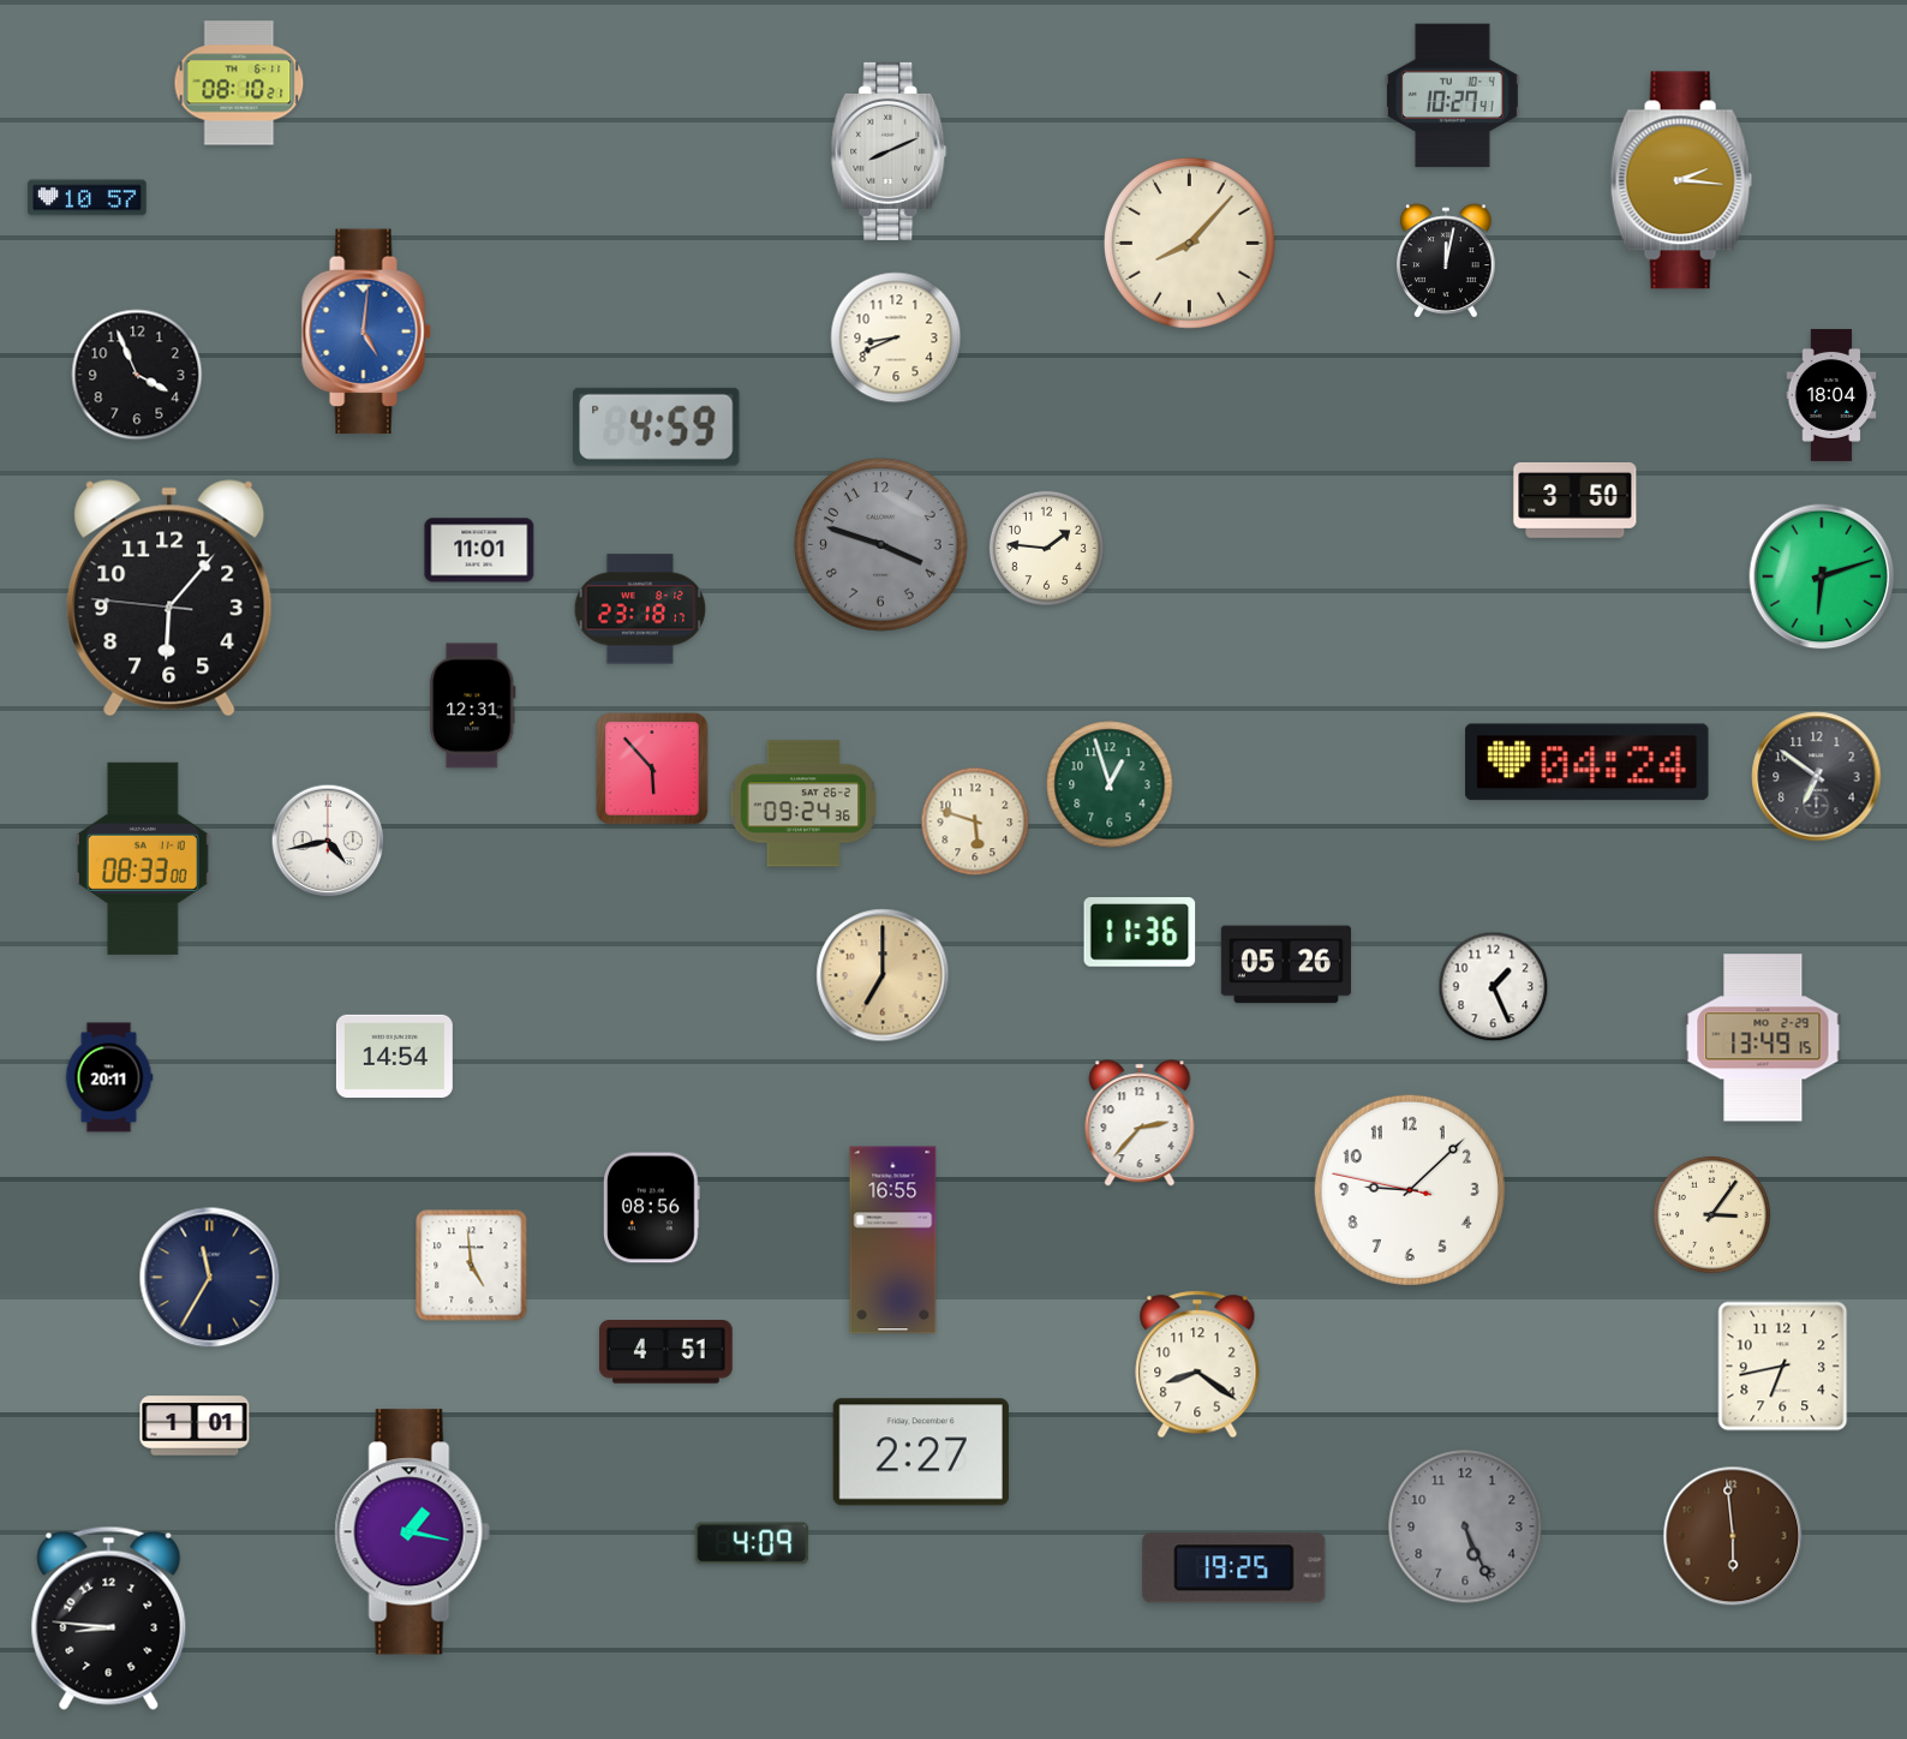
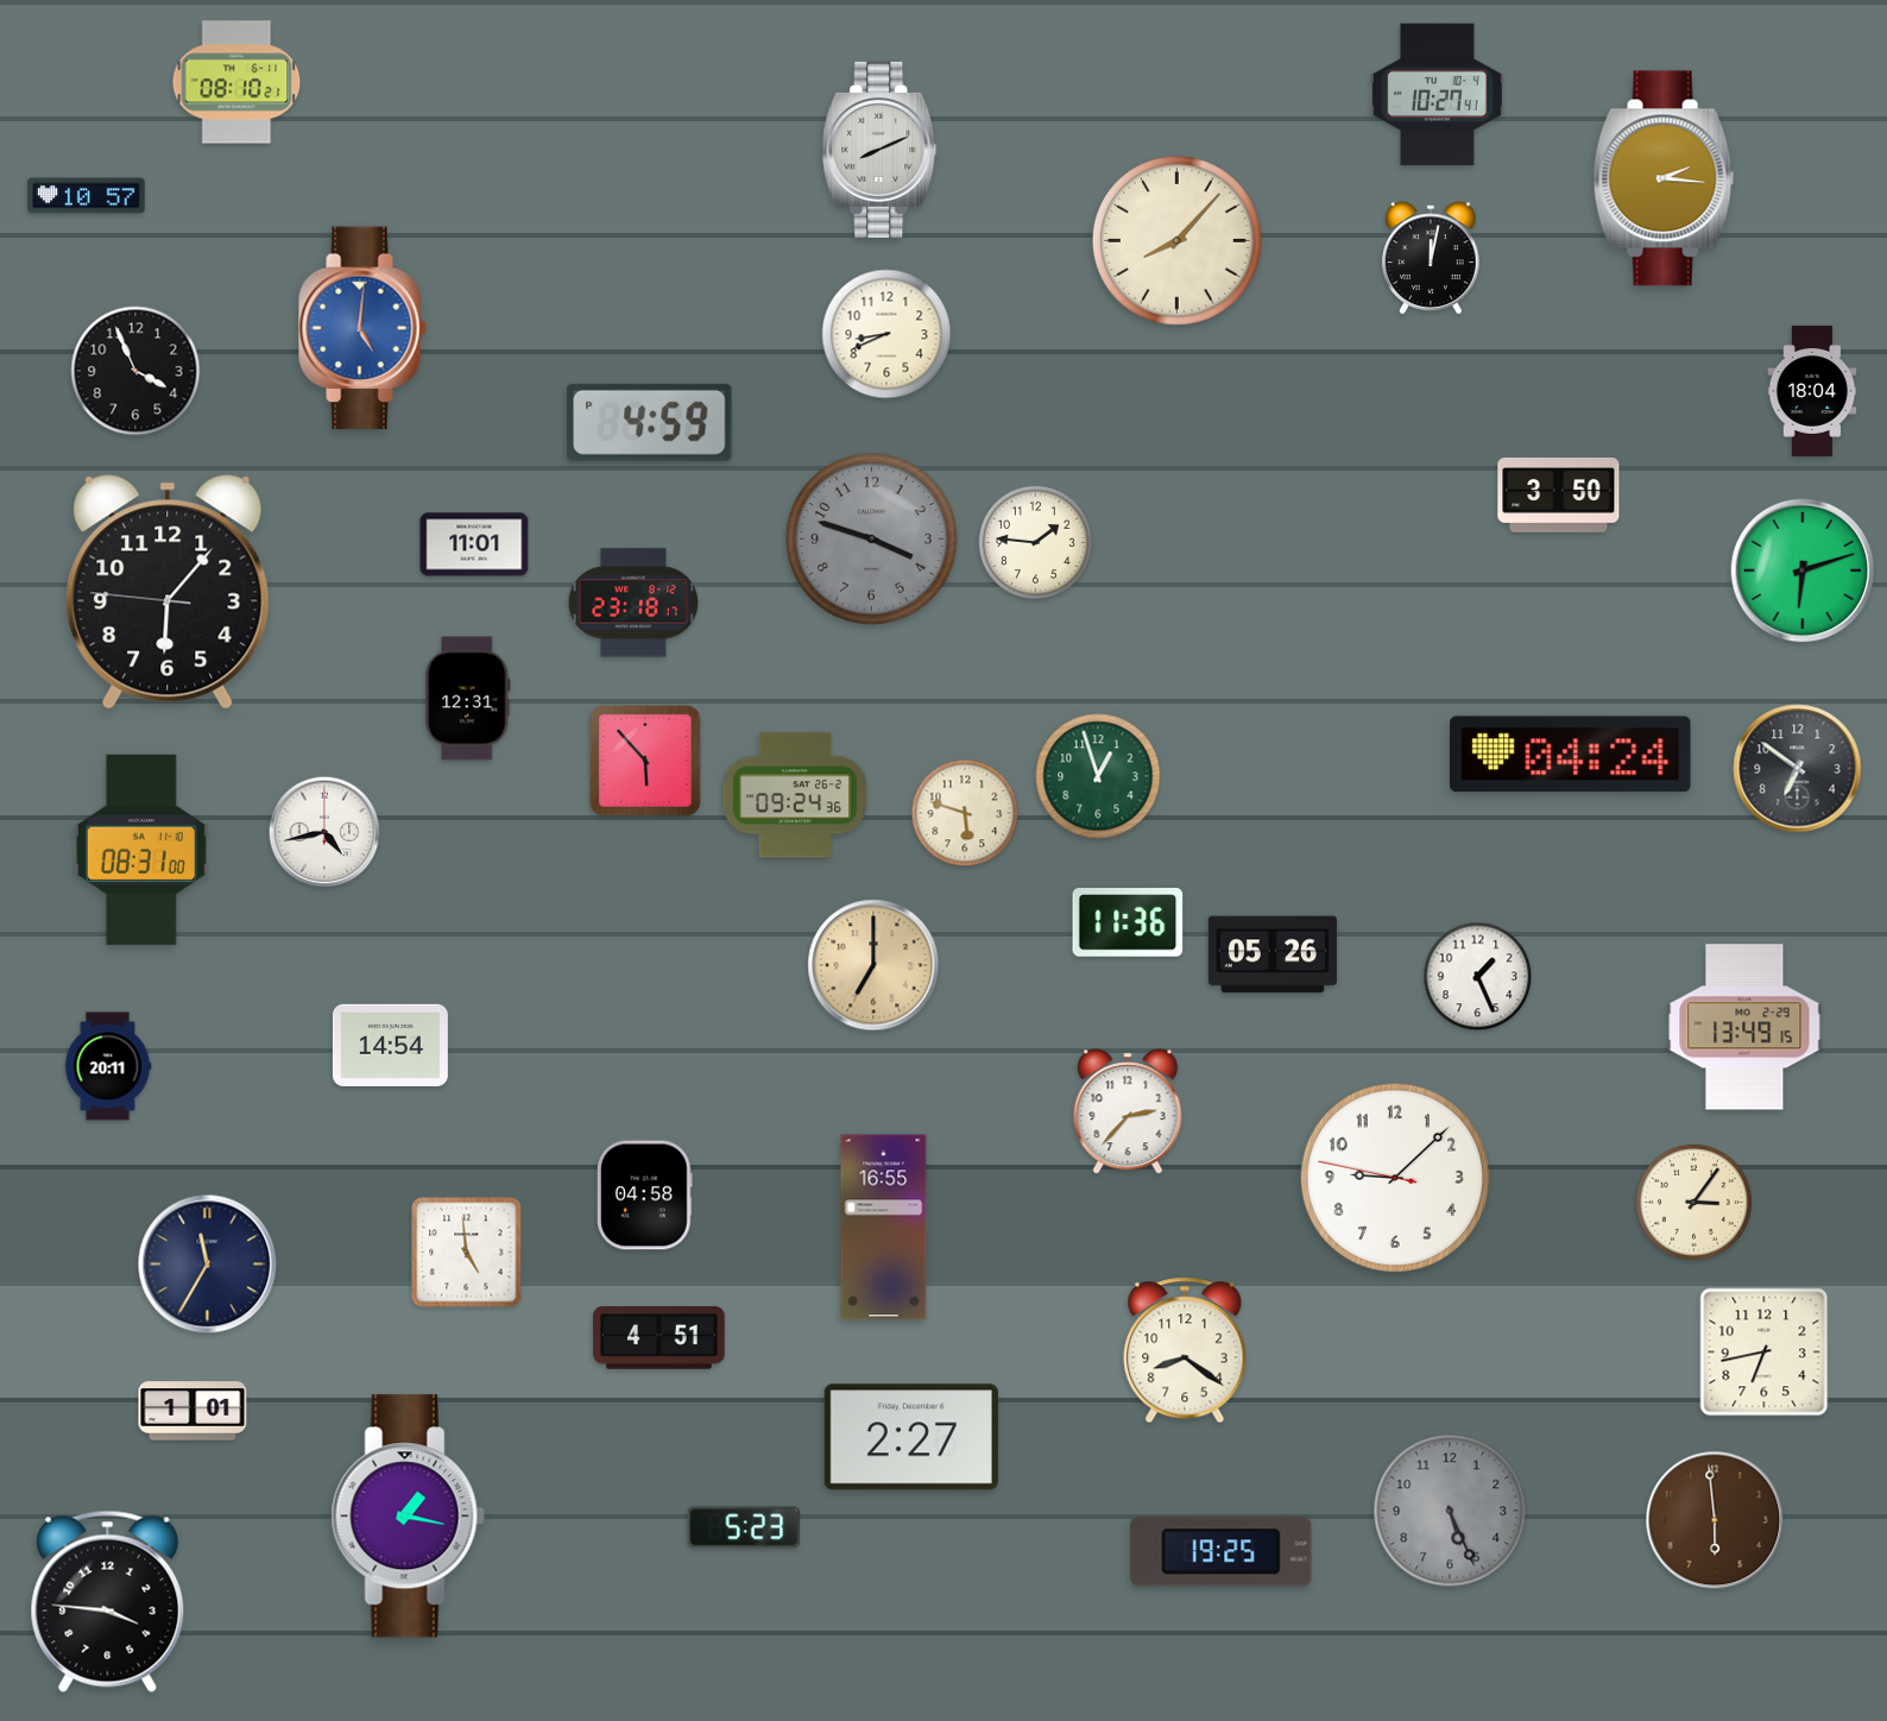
clock at (143, 859): 08:33 -> 08:31
clock at (651, 1208): 08:56 -> 04:58
clock at (752, 1543): 4:09 -> 5:23
clock at (109, 1618): 8:46 -> 3:46
